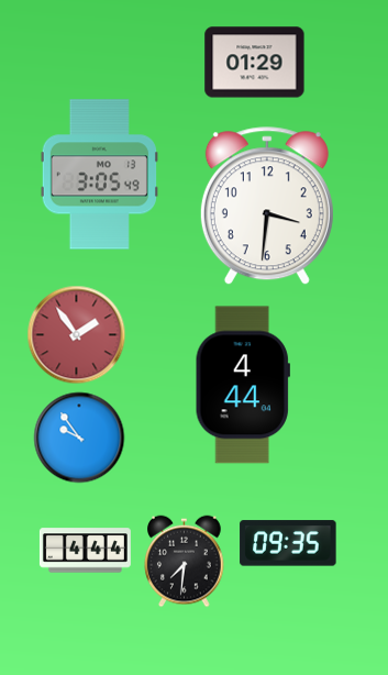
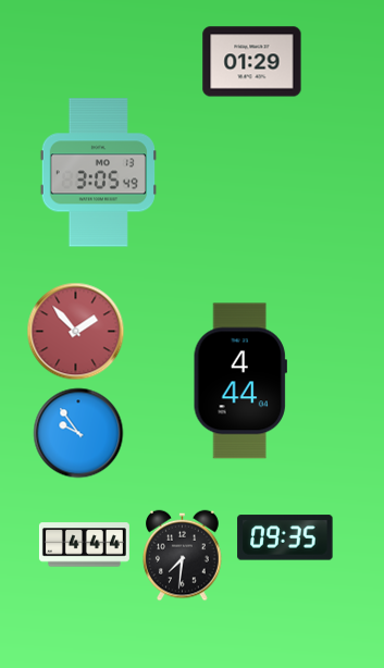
clock at (267, 207): 3:31 -> none
clock at (77, 335): 1:54 -> 1:53
